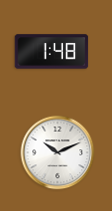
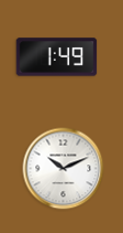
clock at (52, 52): 1:48 -> 1:49
